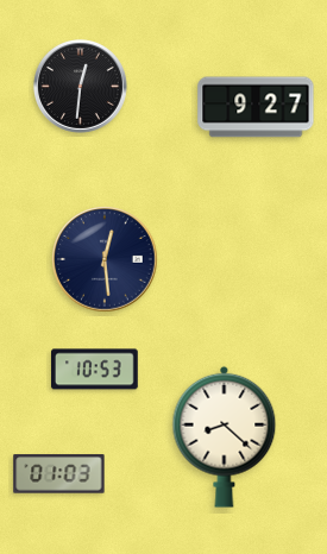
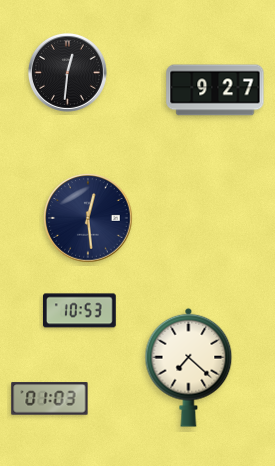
clock at (225, 436): 8:22 -> 7:22
